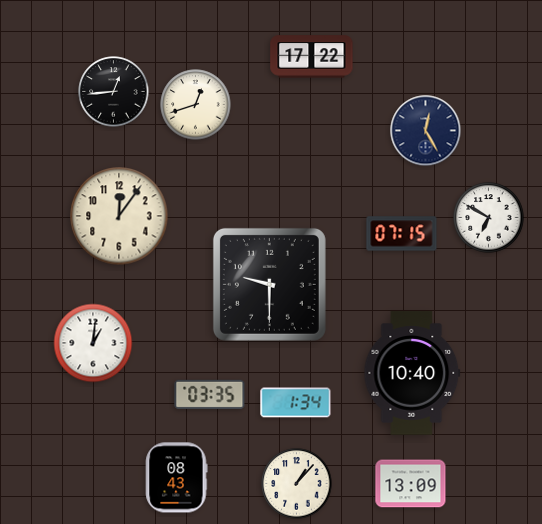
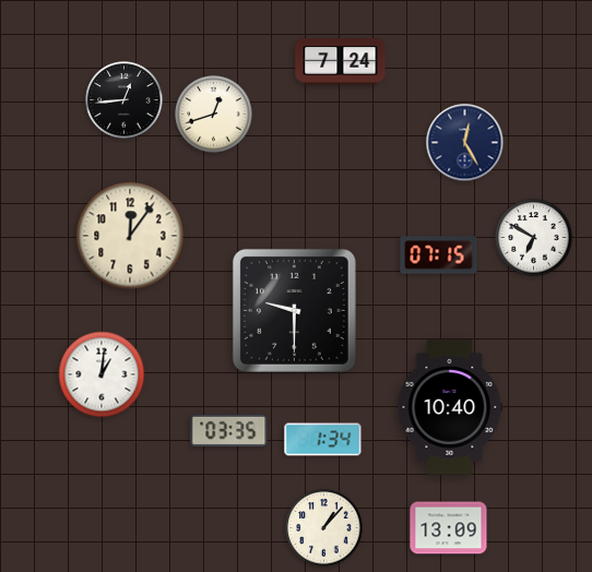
clock at (312, 57): 17:22 -> 7:24
clock at (177, 478): 08:43 -> none
